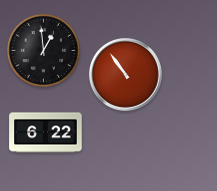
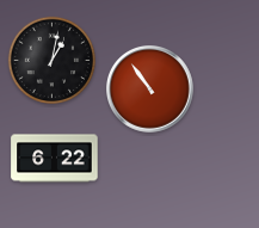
clock at (43, 50): 12:59 -> 1:02
